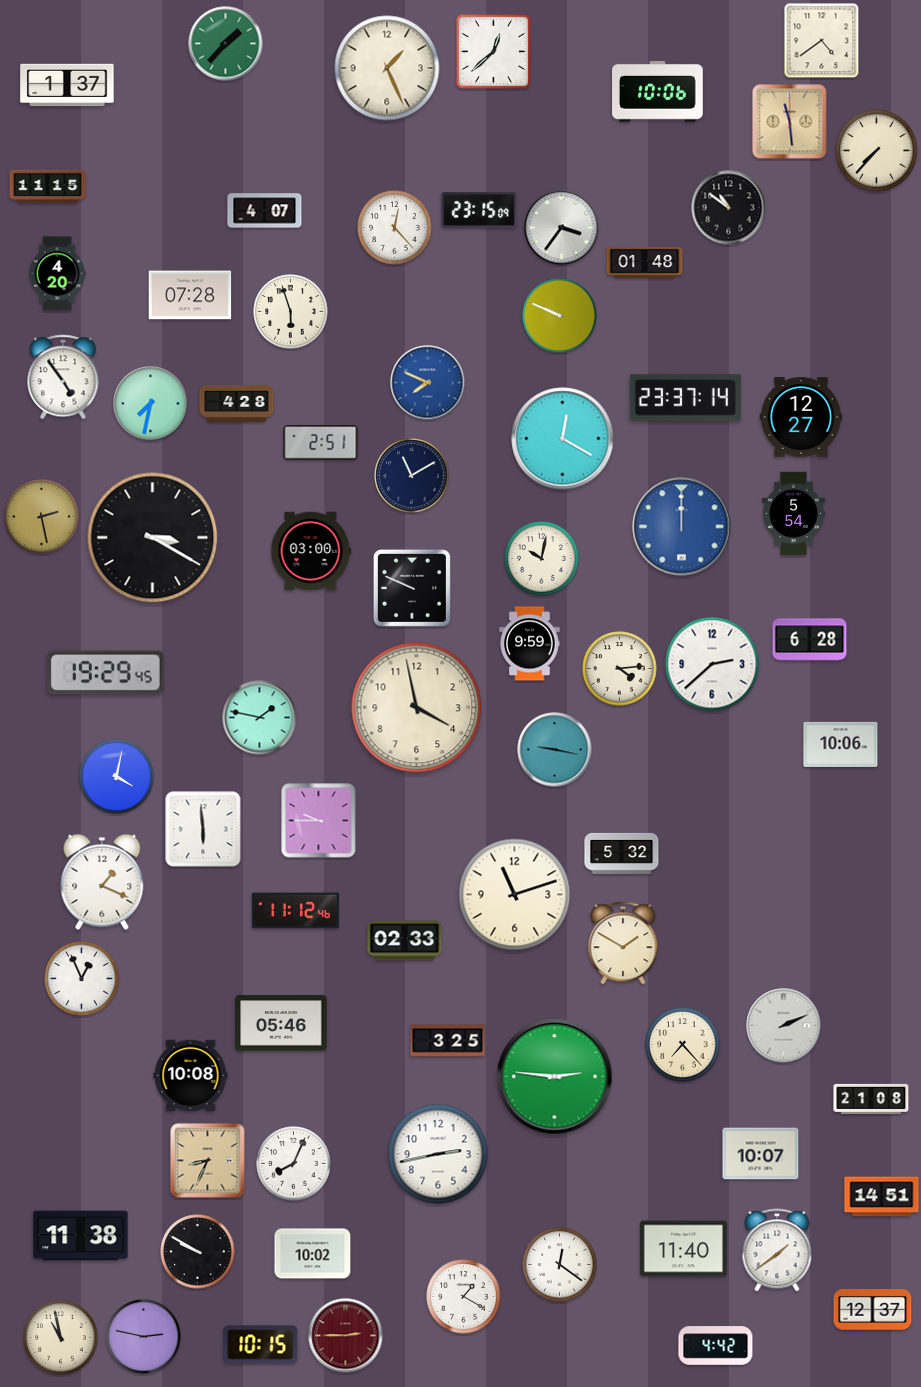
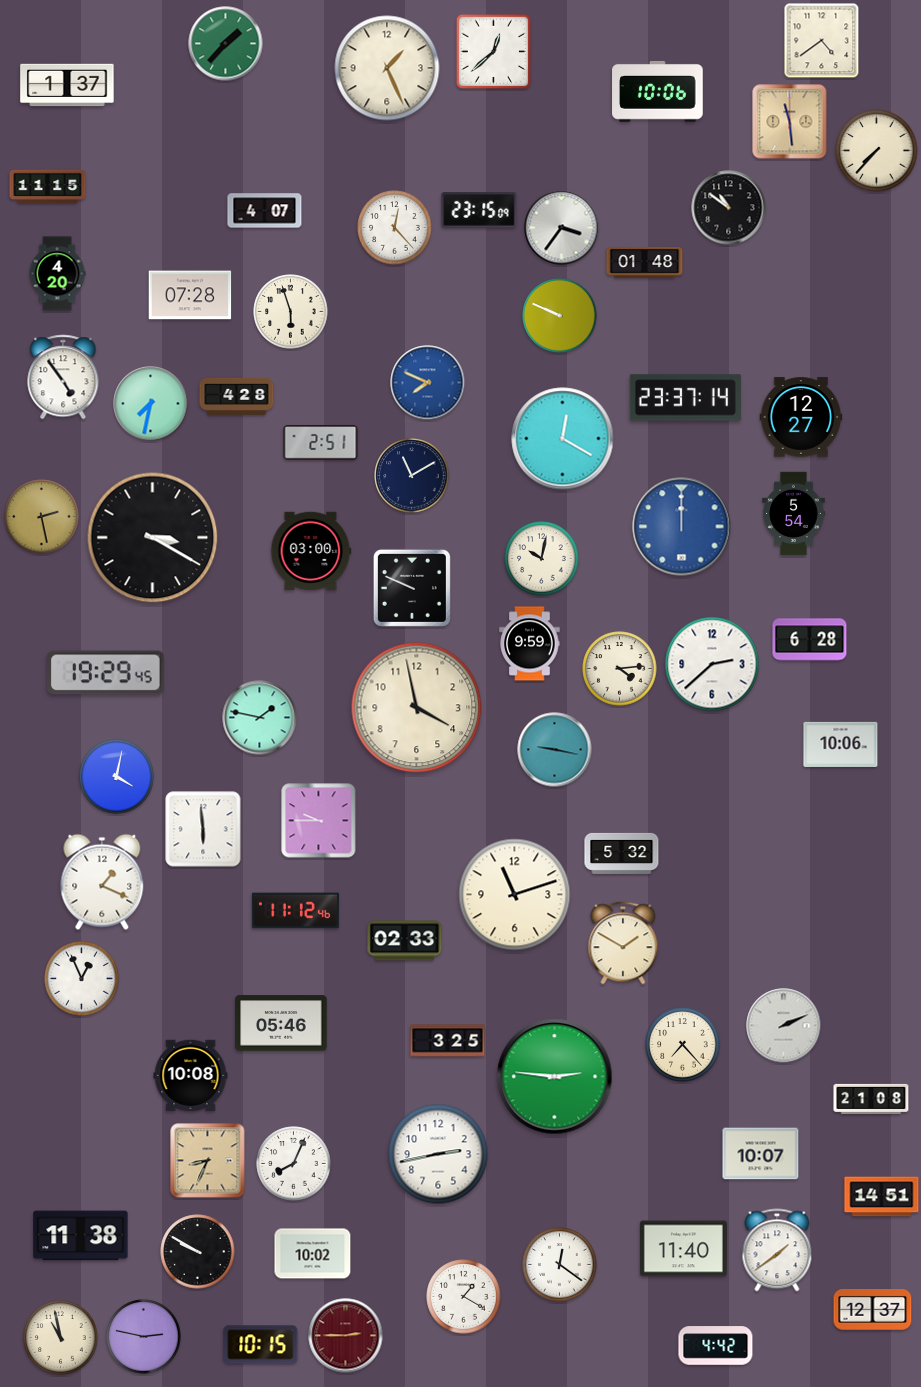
clock at (237, 403) position: (237, 403) -> (237, 396)
